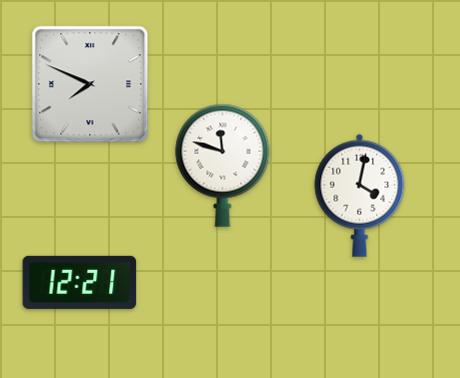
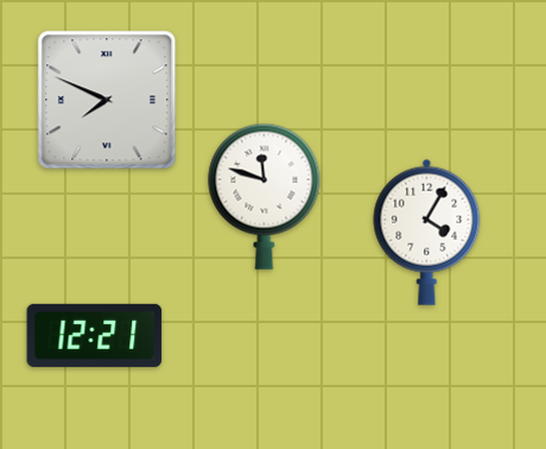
clock at (360, 195): 4:02 -> 4:05
